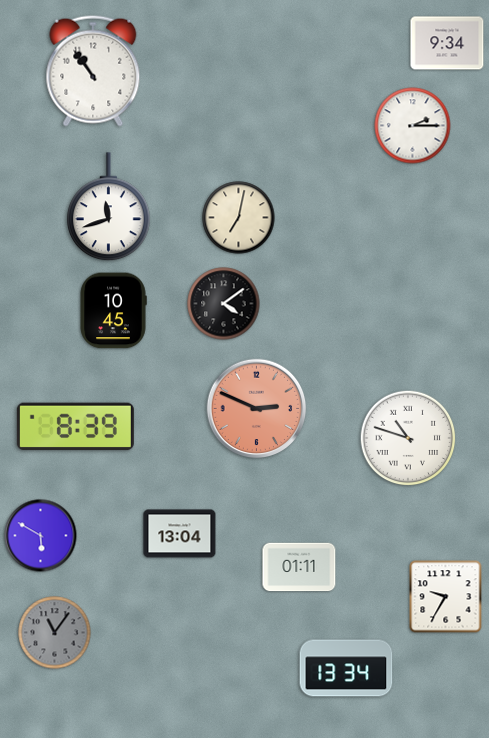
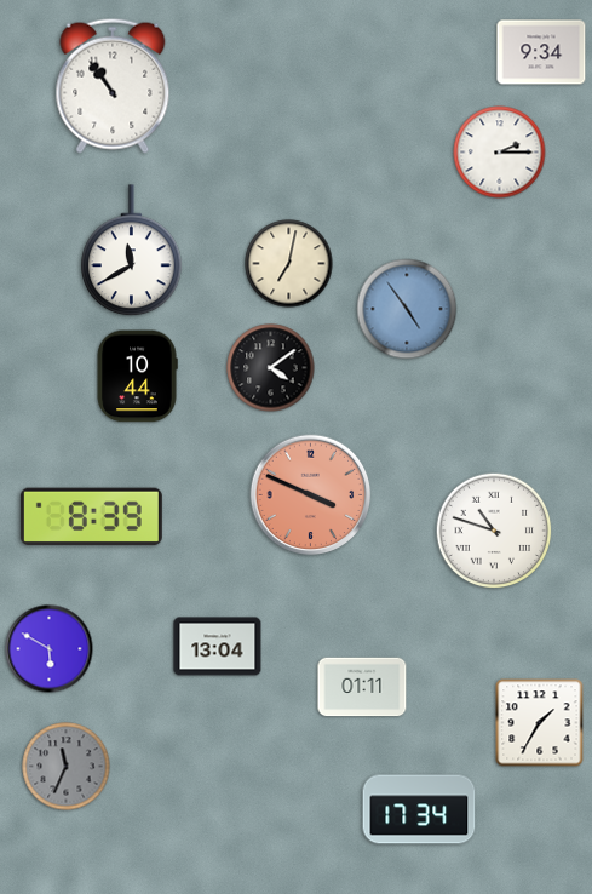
clock at (109, 207): 11:42 -> 11:40
clock at (407, 309): none -> 4:54
clock at (113, 311): 10:45 -> 10:44
clock at (257, 409): 2:49 -> 3:49
clock at (446, 597): 9:35 -> 1:35
clock at (55, 633): 11:06 -> 11:34
clock at (346, 668): 13:34 -> 17:34
